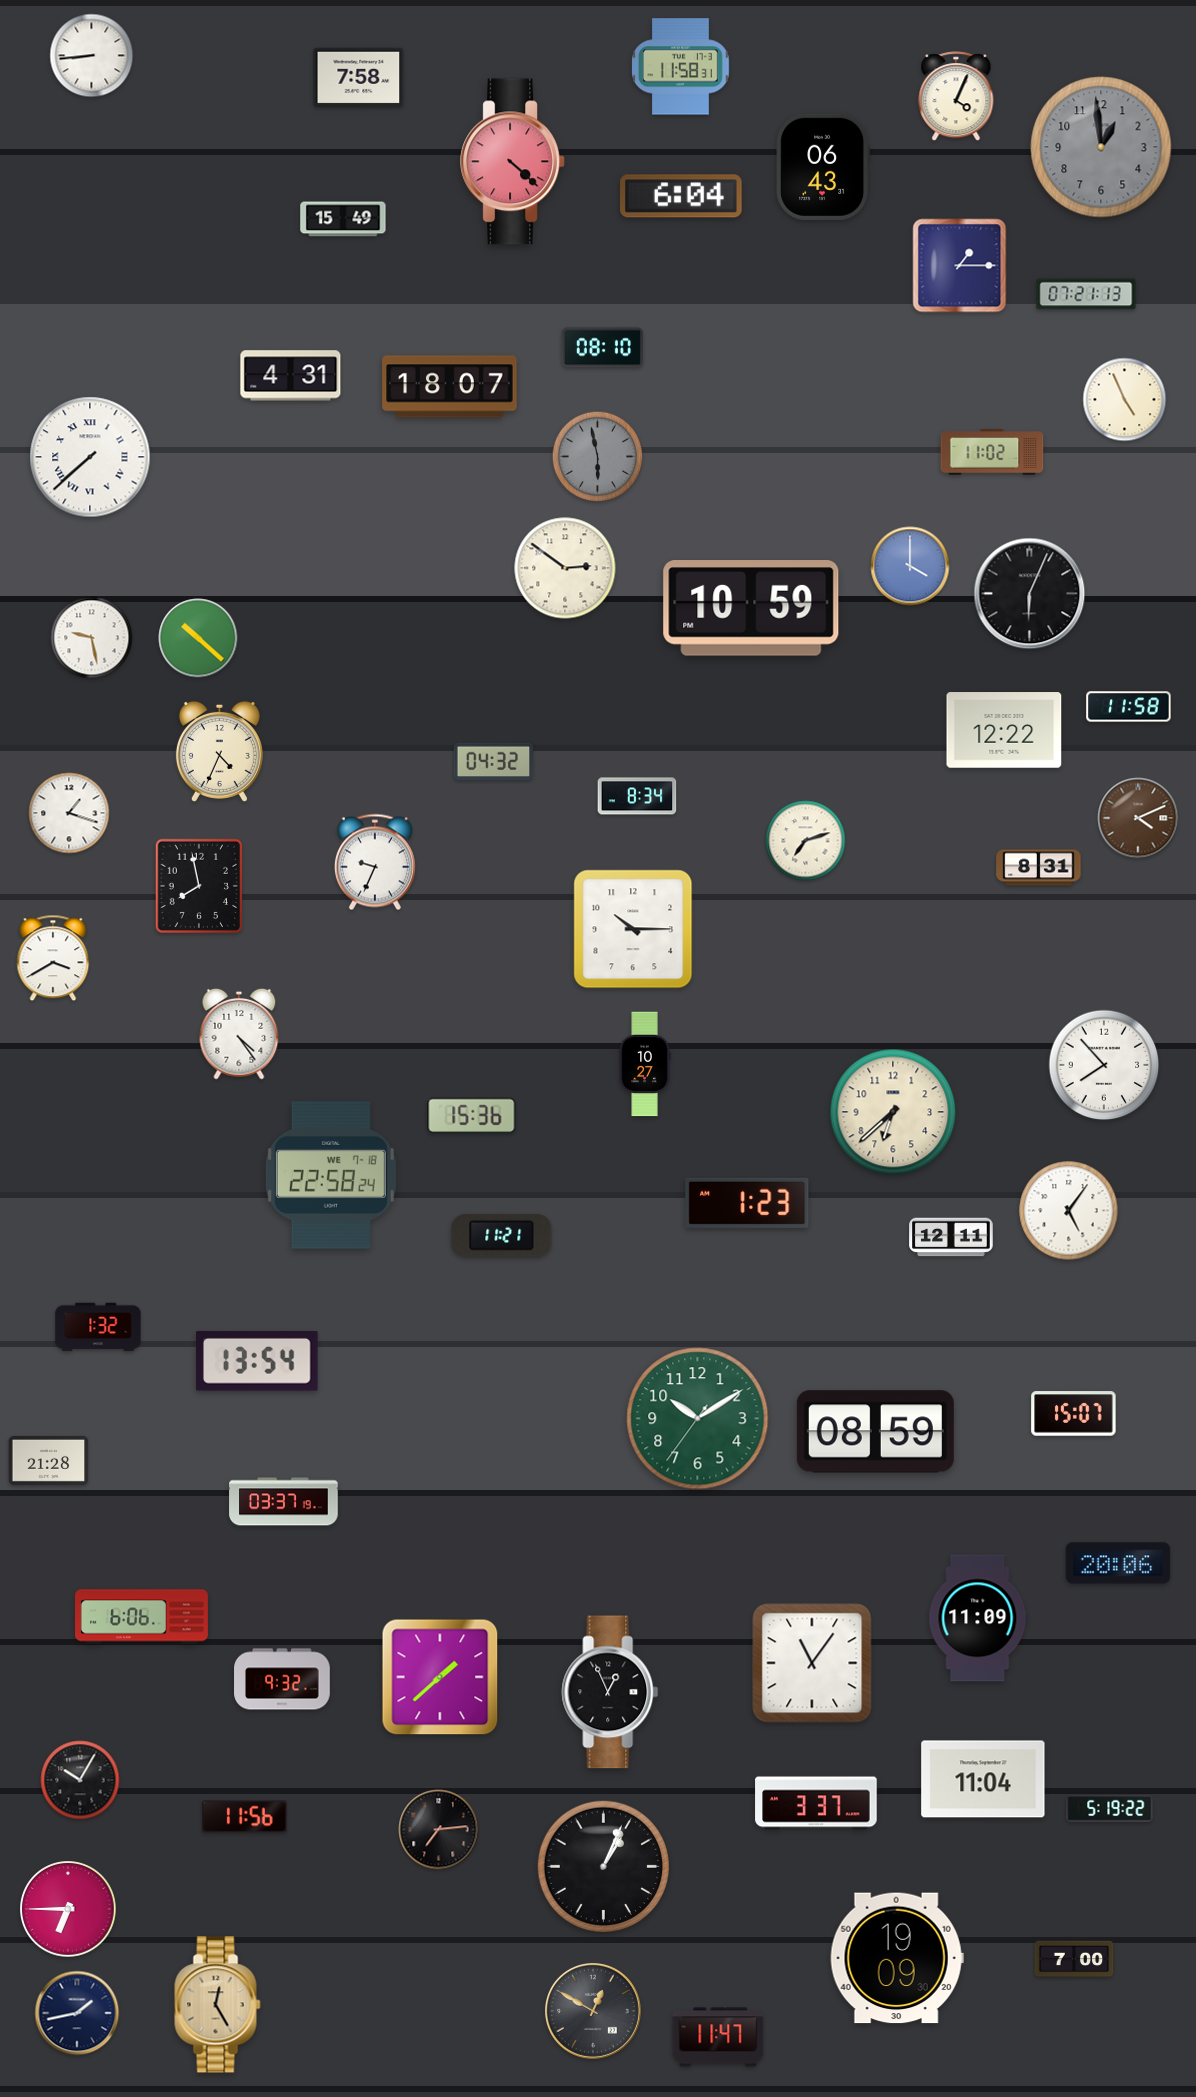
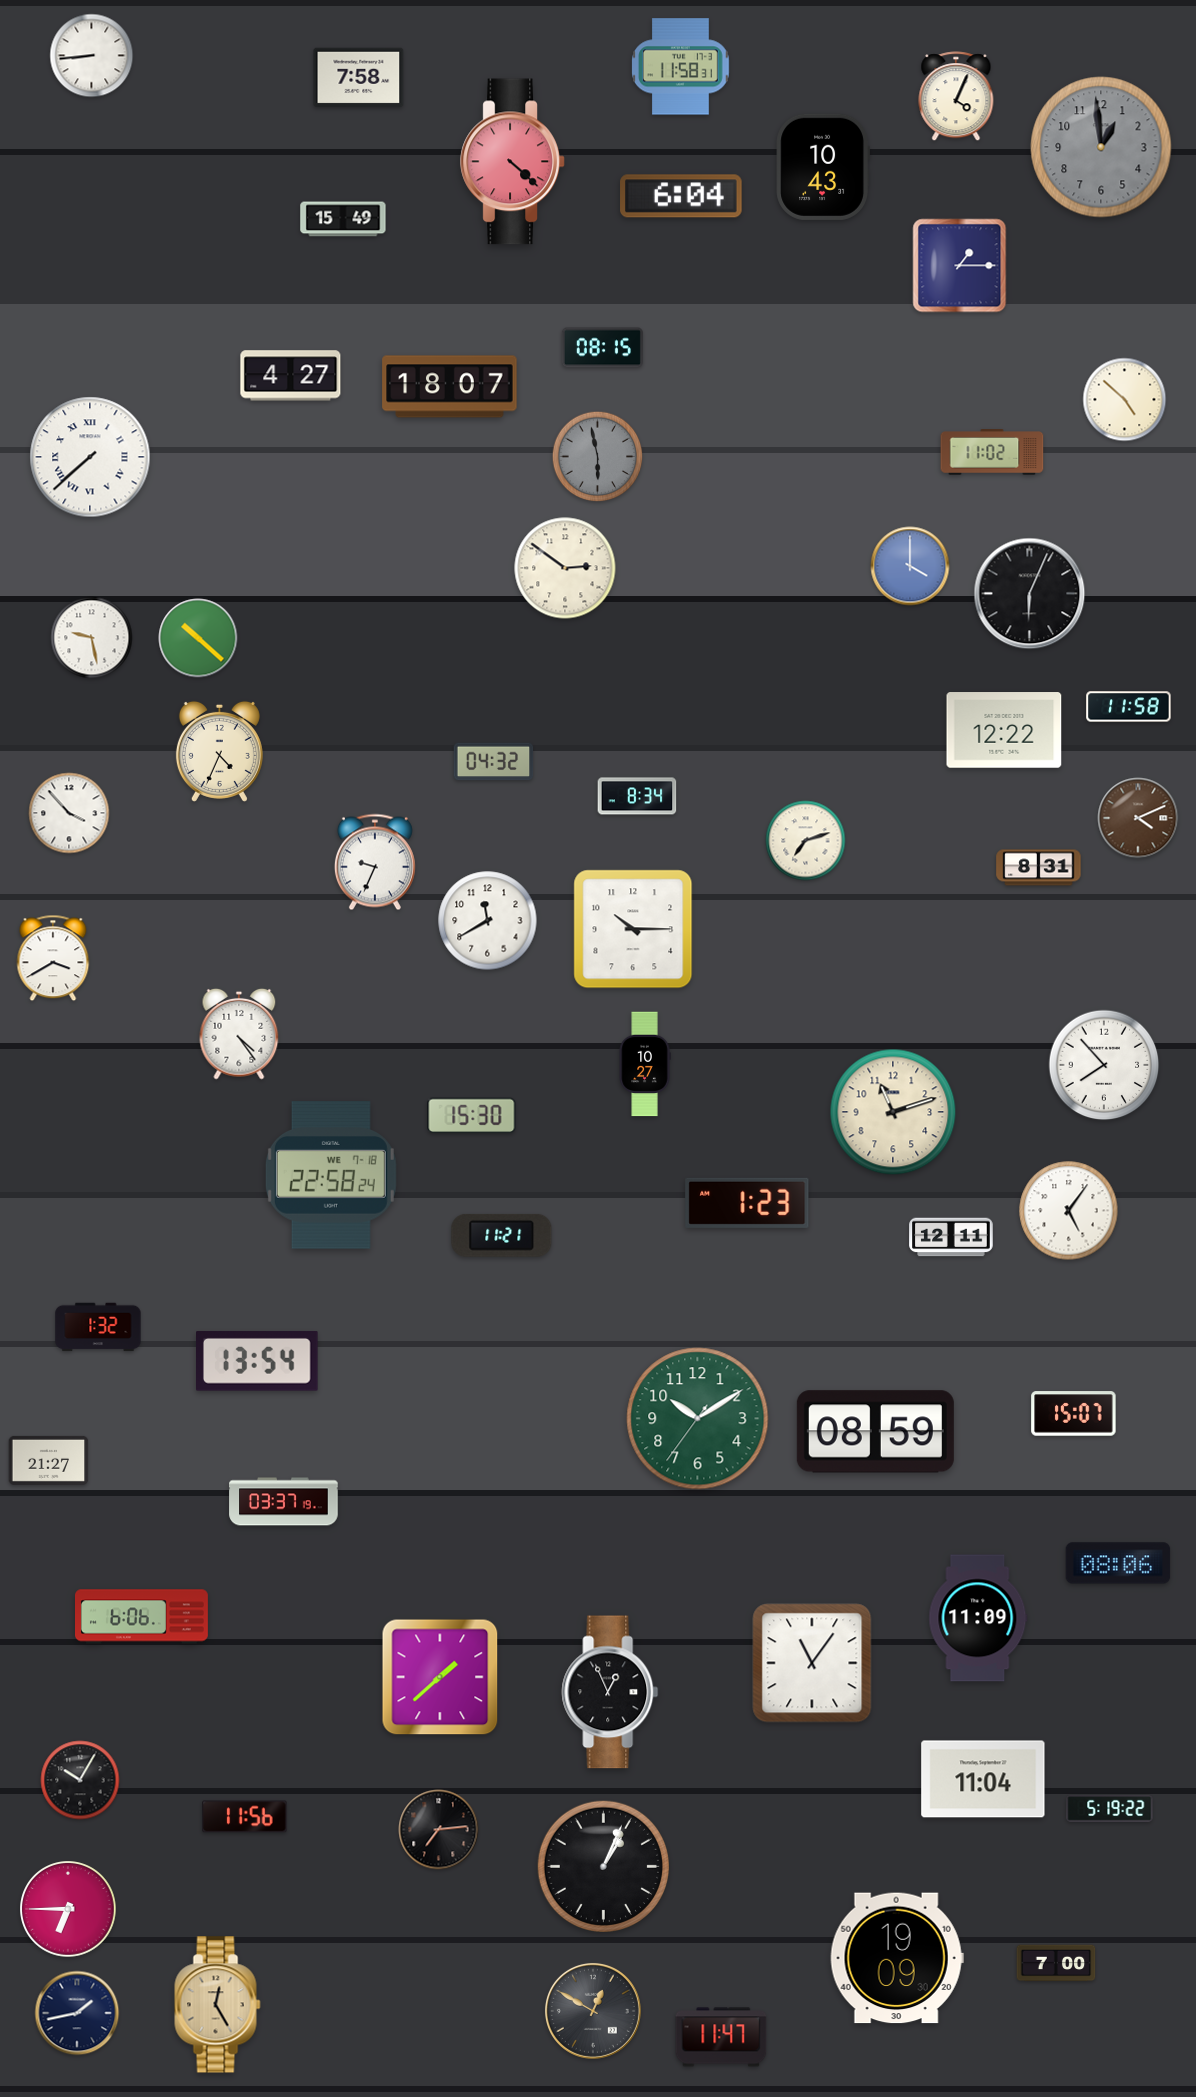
clock at (822, 167): 06:43 -> 10:43
clock at (1086, 294): 07:21 -> none
clock at (602, 348): 08:10 -> 08:15
clock at (291, 376): 4:31 -> 4:27
clock at (1125, 400): 4:56 -> 4:52
clock at (751, 609): 10:59 -> none
clock at (69, 813): 1:18 -> 3:53
clock at (198, 885): 7:58 -> none
clock at (488, 921): none -> 11:40
clock at (893, 1112): 6:38 -> 11:12
clock at (472, 1116): 15:36 -> 15:30
clock at (49, 1460): 21:28 -> 21:27
clock at (1118, 1563): 20:06 -> 08:06
clock at (282, 1679): 9:32 -> none
clock at (816, 1803): 3:37 -> none
clock at (1074, 1959) position: (1074, 1959) -> (1056, 1963)
clock at (718, 2037) position: (718, 2037) -> (721, 2037)
